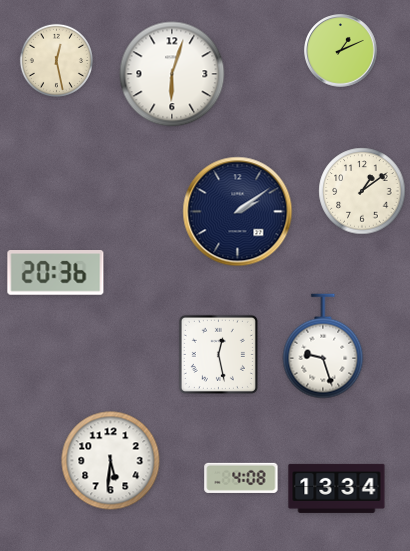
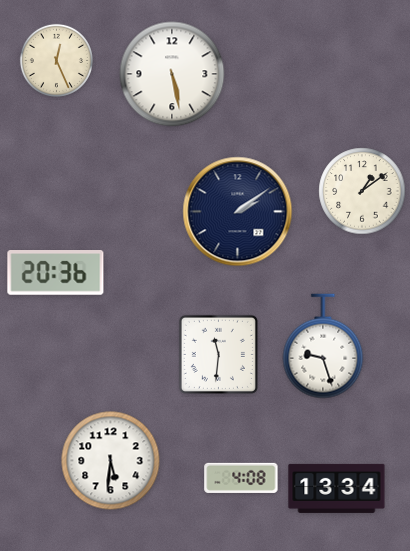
clock at (341, 51): 1:11 -> none
clock at (56, 60): 12:28 -> 12:26
clock at (172, 74): 6:03 -> 5:28
clock at (218, 354): 12:28 -> 11:31
